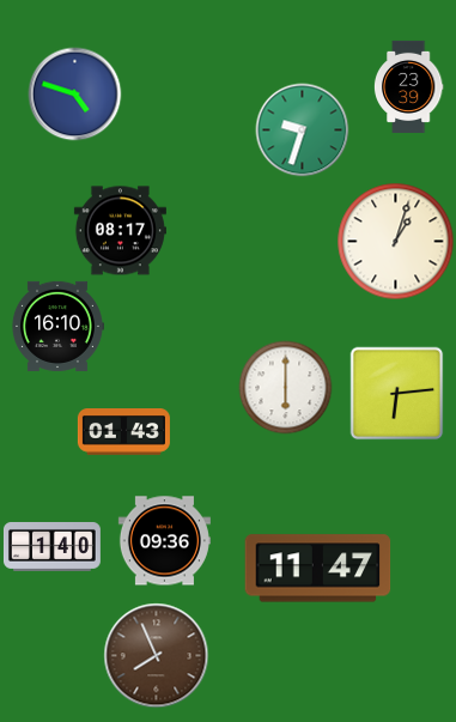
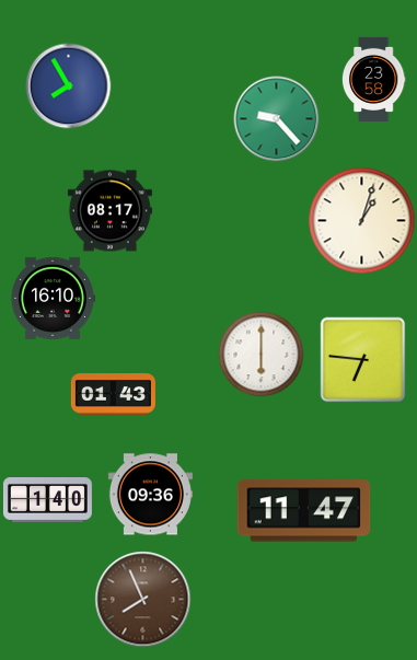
clock at (408, 86): 23:39 -> 23:58
clock at (74, 93): 4:48 -> 7:55
clock at (302, 129): 9:33 -> 9:23
clock at (396, 393): 6:14 -> 6:46
clock at (318, 569) position: (318, 569) -> (304, 511)
